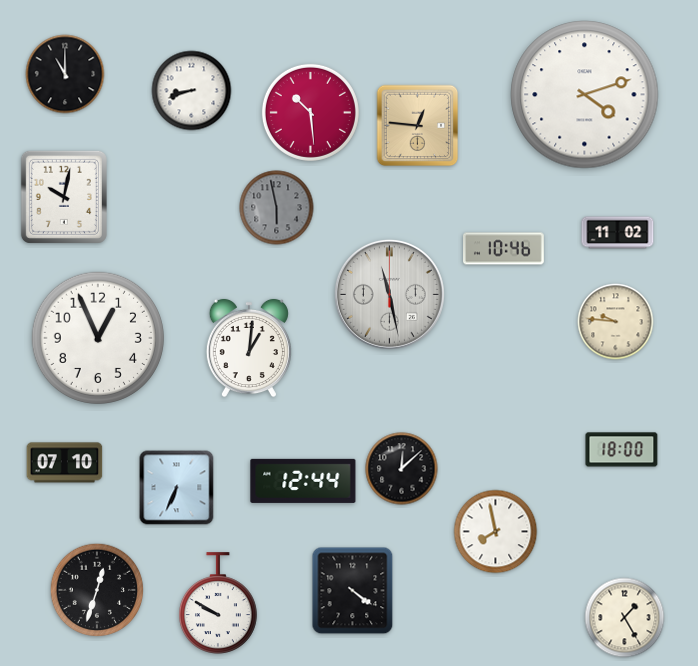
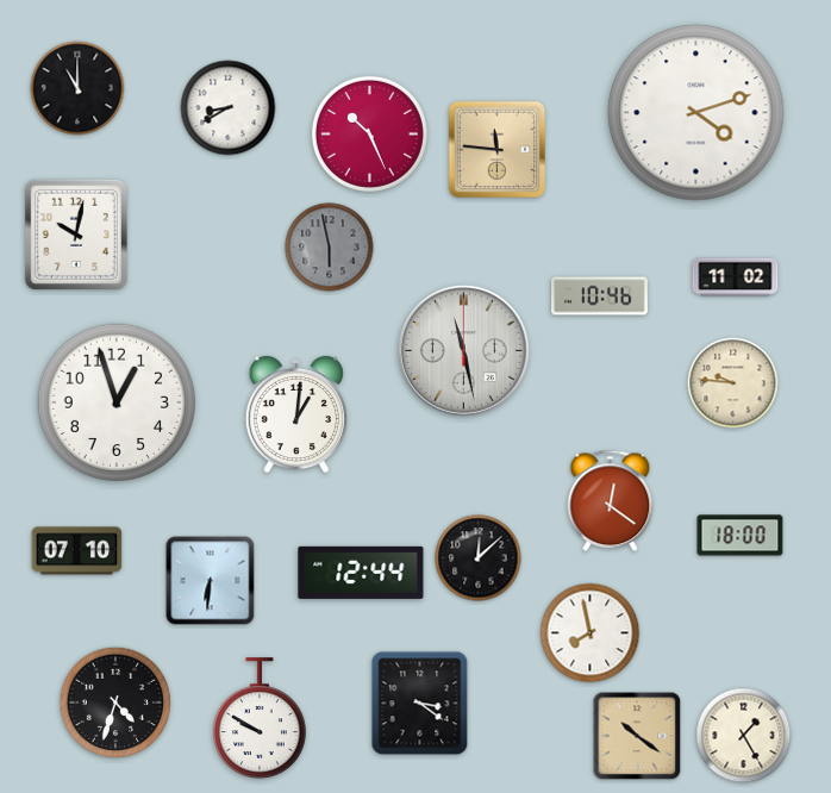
clock at (192, 91): 8:42 -> 8:40
clock at (310, 112): 10:29 -> 10:26
clock at (418, 126): 12:46 -> 11:46
clock at (98, 338): 12:56 -> 12:57
clock at (611, 501): none -> 12:21
clock at (177, 488): 6:34 -> 6:31
clock at (97, 590): 12:33 -> 4:33
clock at (353, 591): 4:21 -> 3:21
clock at (637, 736): none -> 10:21
